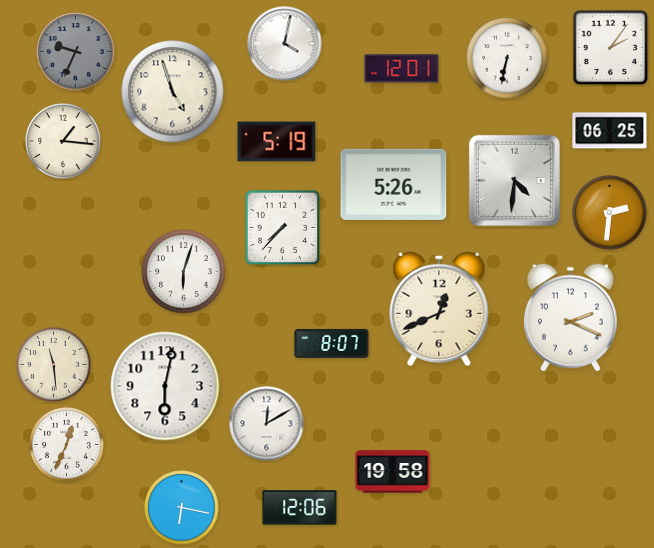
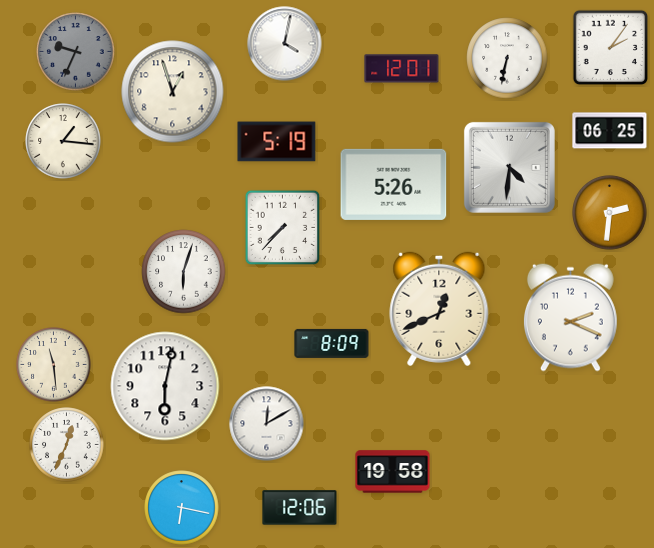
clock at (173, 92): 4:57 -> 12:57
clock at (514, 180) position: (514, 180) -> (509, 167)
clock at (332, 343): 8:07 -> 8:09
